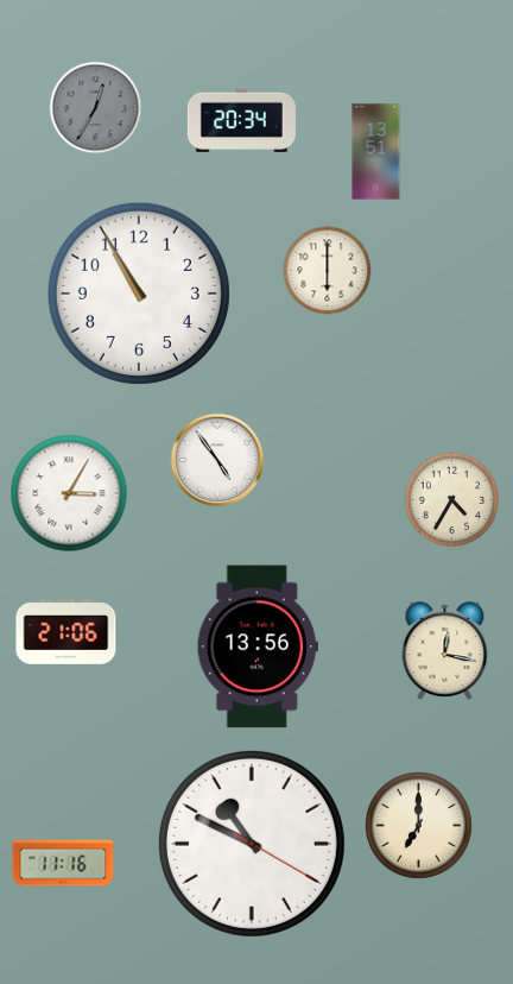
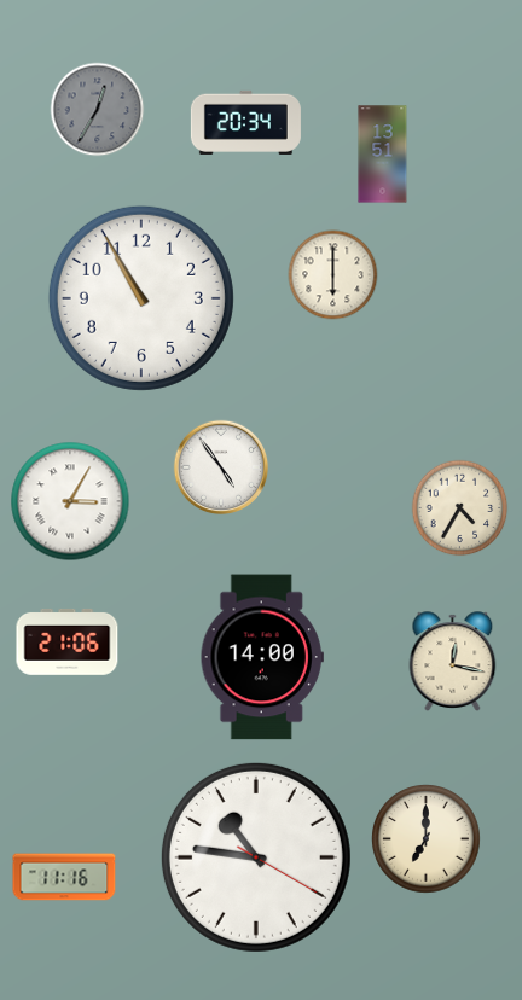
clock at (258, 646): 13:56 -> 14:00
clock at (252, 844): 10:49 -> 10:46
